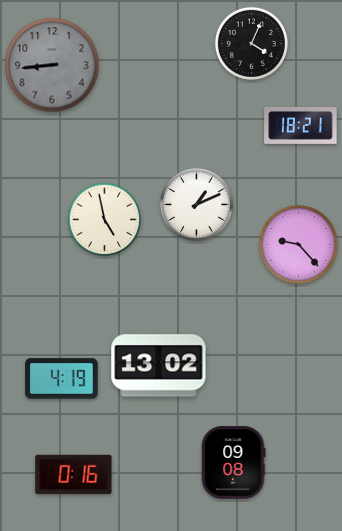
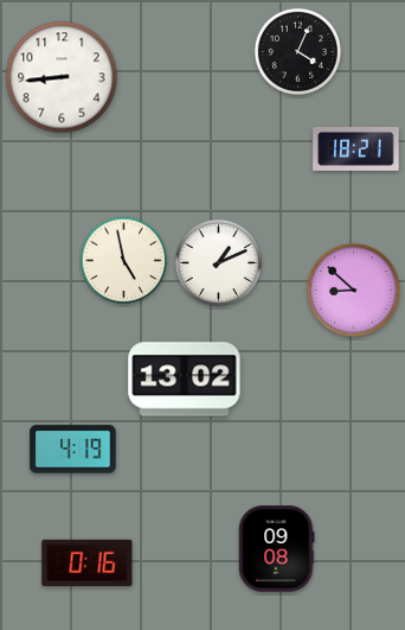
clock at (52, 65) dial: grey -> white
clock at (196, 204) position: (196, 204) -> (218, 262)
clock at (298, 244): 9:23 -> 8:52
clock at (159, 366) position: (159, 366) -> (185, 380)
